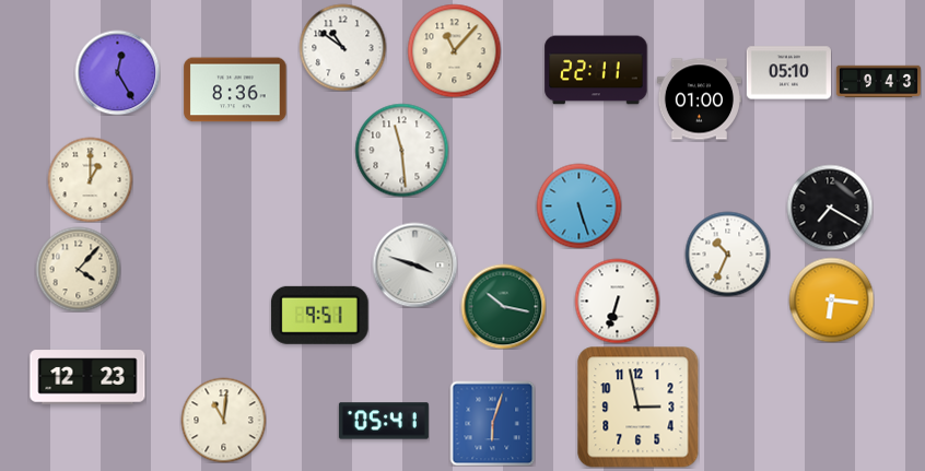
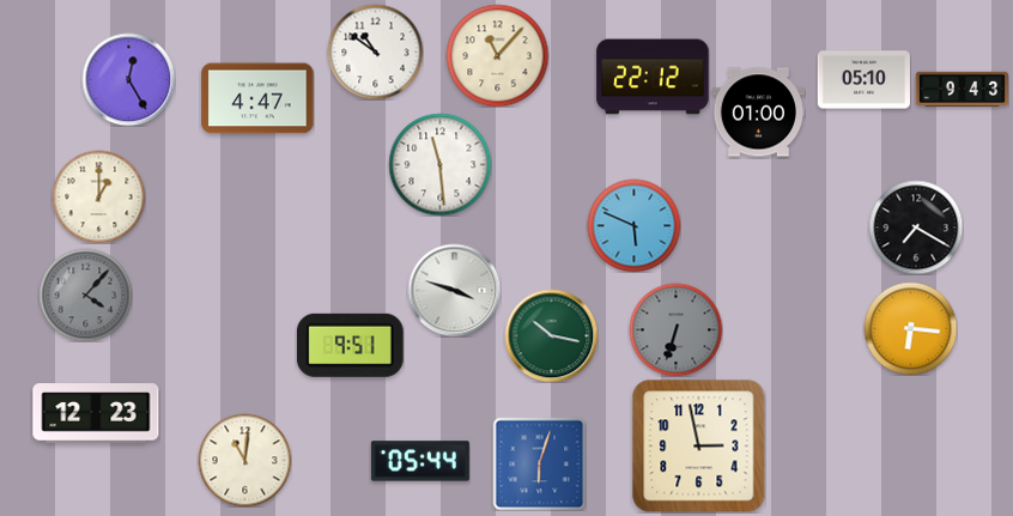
clock at (596, 70): 22:11 -> 22:12
clock at (235, 90): 8:36 -> 4:47
clock at (699, 99) position: (699, 99) -> (758, 113)
clock at (578, 205): 5:27 -> 5:49
clock at (830, 208) position: (830, 208) -> (916, 227)
clock at (727, 254): 10:34 -> none
clock at (78, 269) dial: cream -> grey
clock at (617, 301) dial: white -> grey
clock at (384, 421): 05:41 -> 05:44
